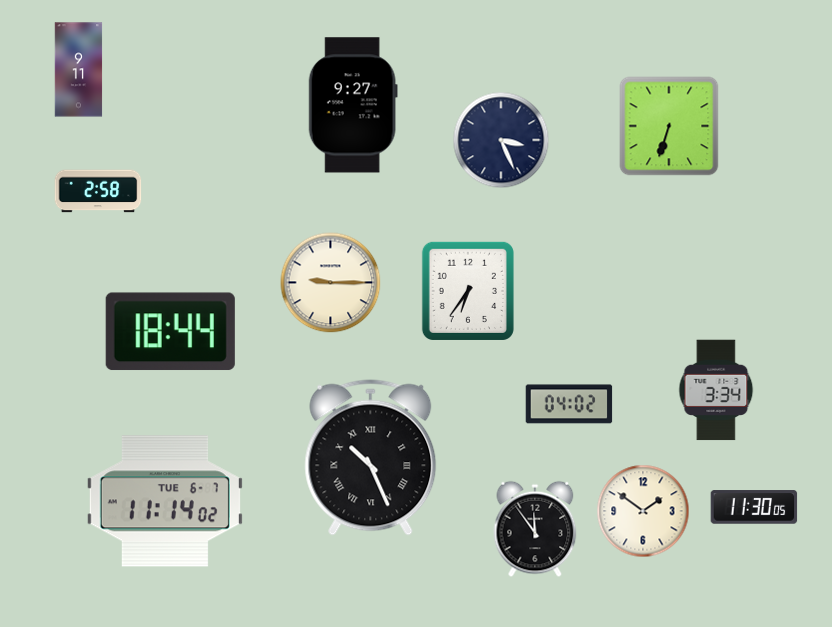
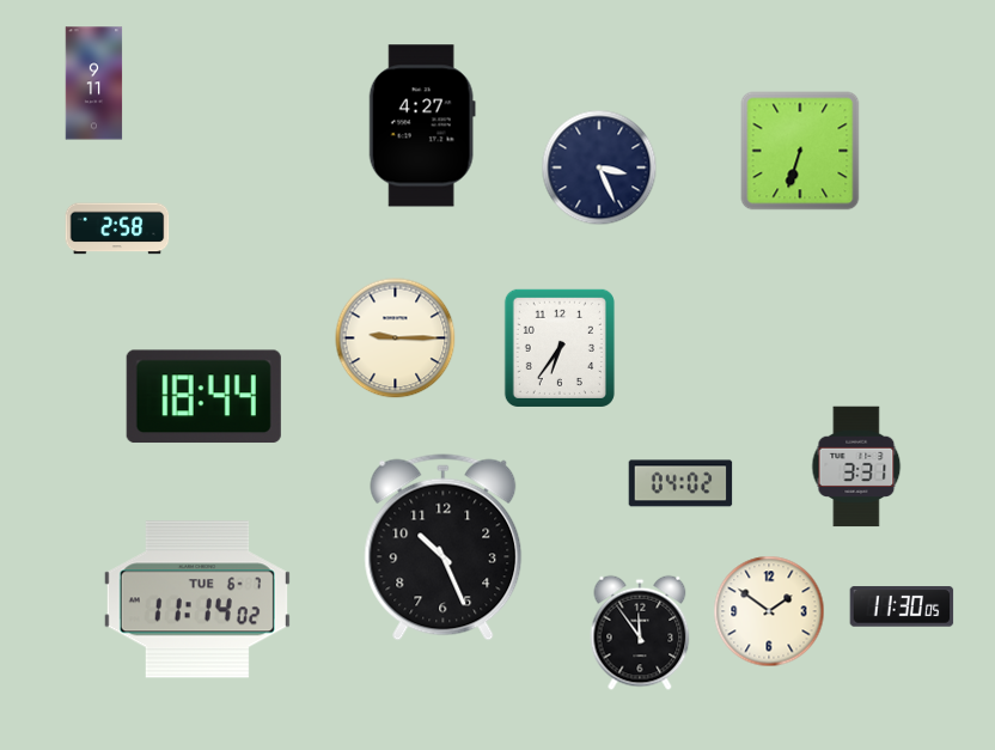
clock at (353, 105): 9:27 -> 4:27
clock at (716, 390): 3:34 -> 3:31
clock at (371, 458) numerals: Roman -> Arabic
